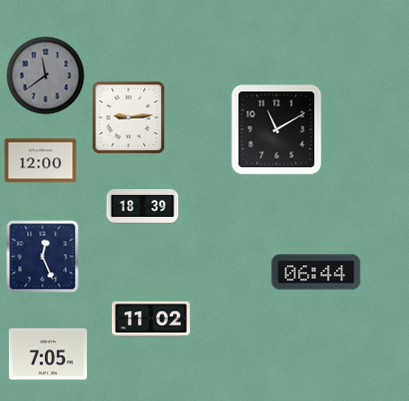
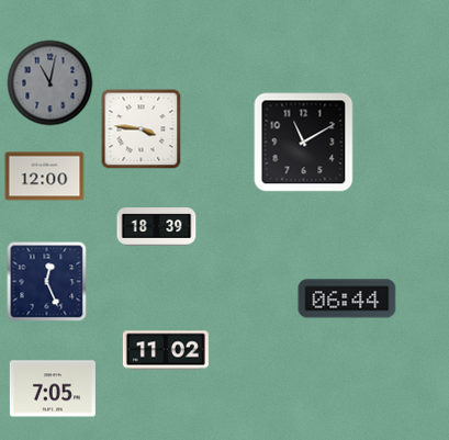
clock at (46, 76): 11:39 -> 11:02
clock at (129, 118): 9:14 -> 3:46
